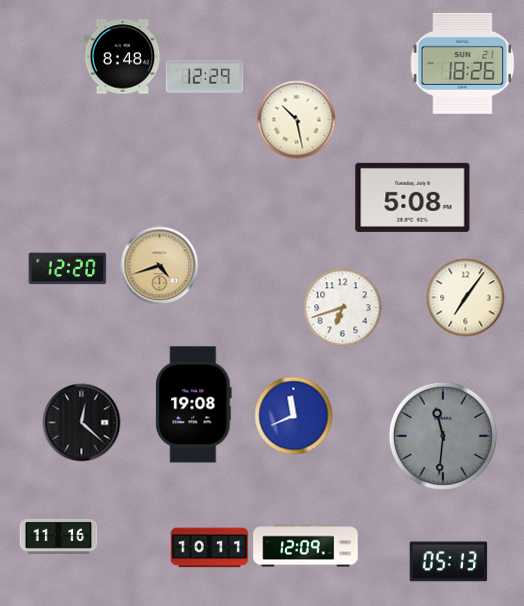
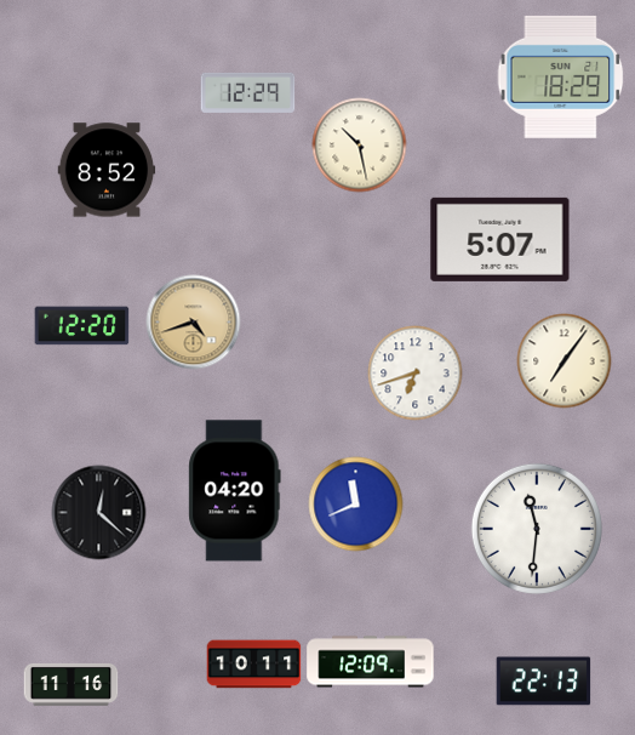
clock at (122, 57): 8:48 -> none
clock at (462, 63): 18:26 -> 18:29
clock at (107, 170): none -> 8:52
clock at (413, 197): 5:08 -> 5:07
clock at (194, 405): 19:08 -> 04:20
clock at (443, 436) dial: grey -> white
clock at (58, 536) position: (58, 536) -> (70, 684)
clock at (448, 562): 05:13 -> 22:13
